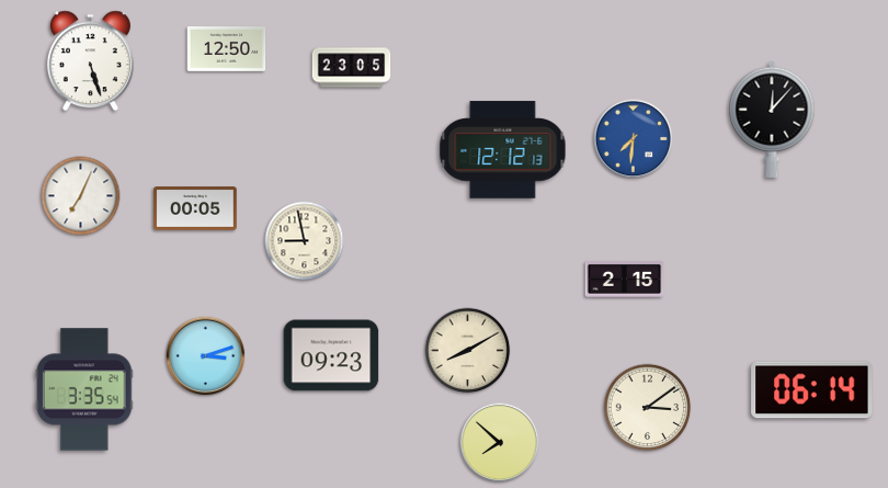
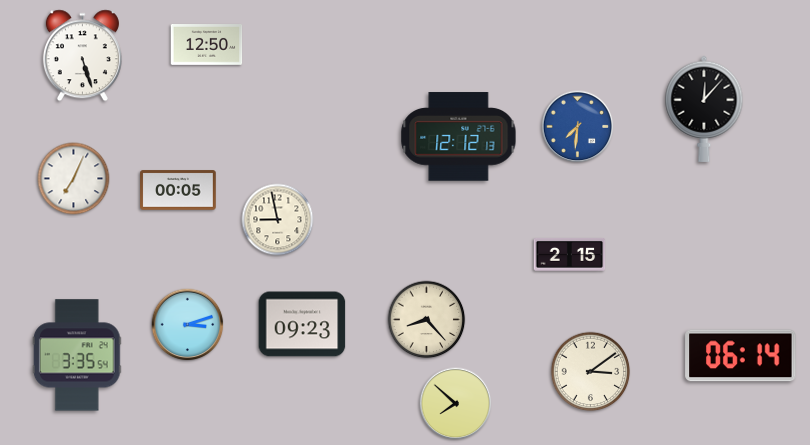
clock at (352, 68): 23:05 -> none
clock at (468, 351): 8:10 -> 8:23
